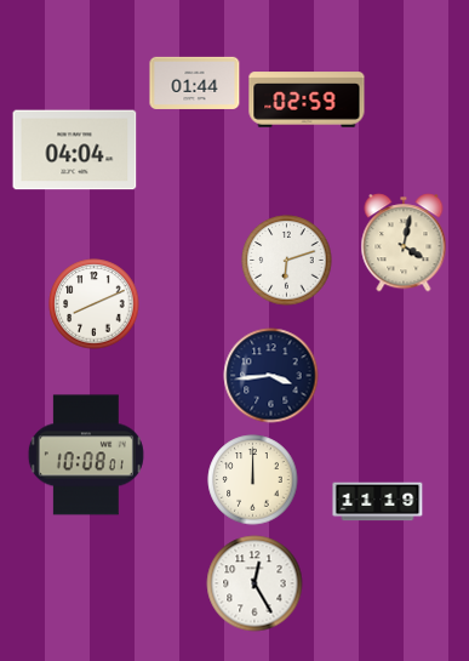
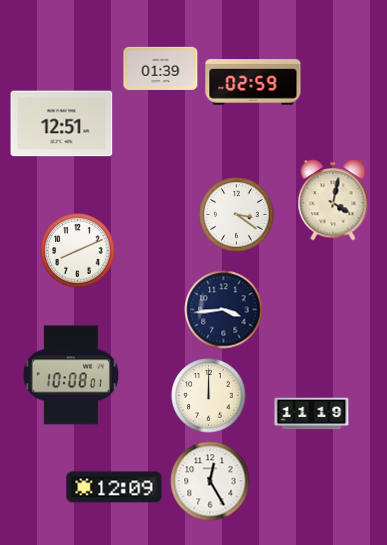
clock at (195, 82): 01:44 -> 01:39
clock at (75, 150): 04:04 -> 12:51
clock at (287, 261): 6:12 -> 3:21
clock at (114, 487): none -> 12:09
